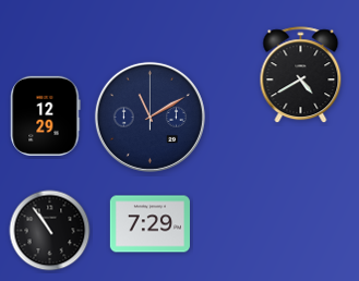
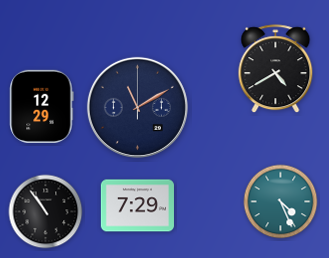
clock at (281, 202): none -> 4:26
